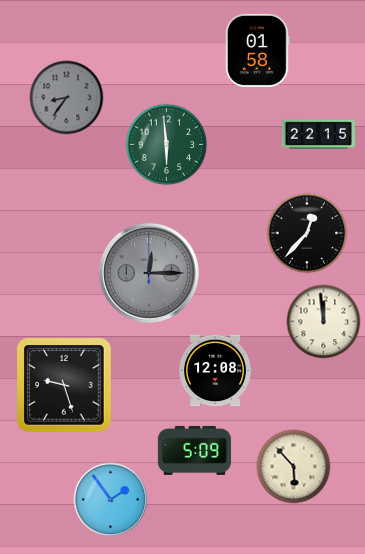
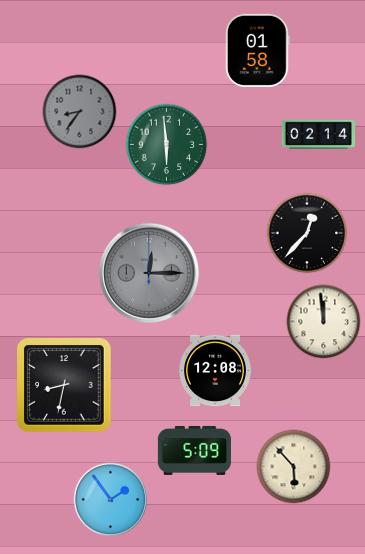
clock at (67, 98) position: (67, 98) -> (80, 112)
clock at (318, 134): 22:15 -> 02:14
clock at (64, 385): 9:27 -> 8:32
